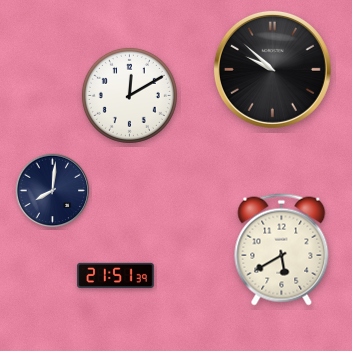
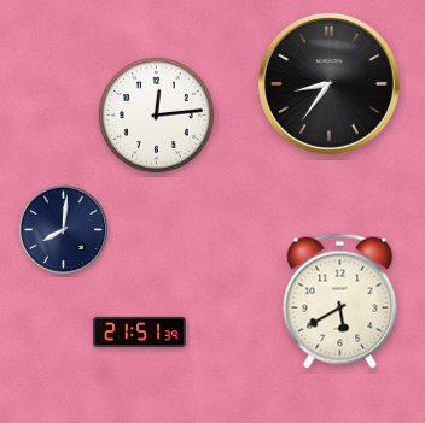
clock at (272, 69): 9:52 -> 8:36
clock at (129, 95): 12:10 -> 12:14
